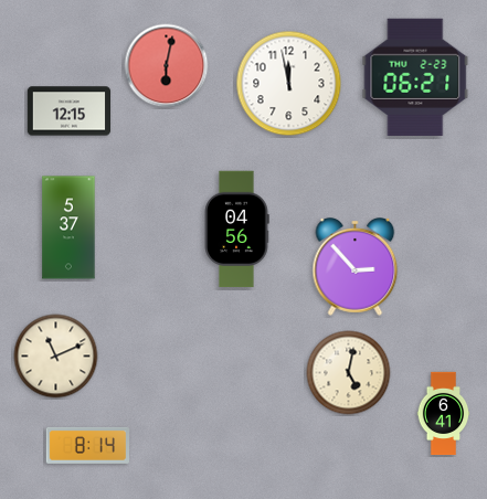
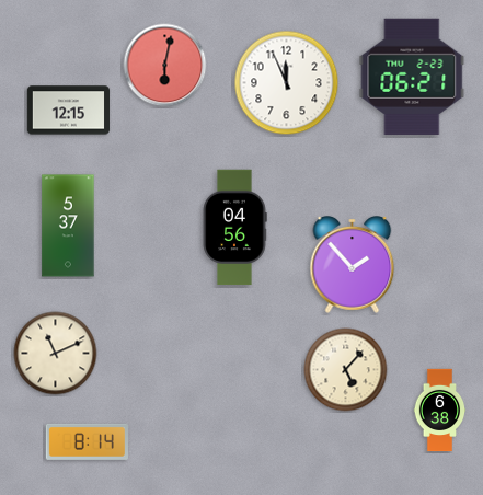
clock at (289, 84): 11:58 -> 11:56
clock at (356, 267): 2:53 -> 1:53
clock at (349, 373): 5:02 -> 5:07
clock at (444, 414): 6:41 -> 6:38
